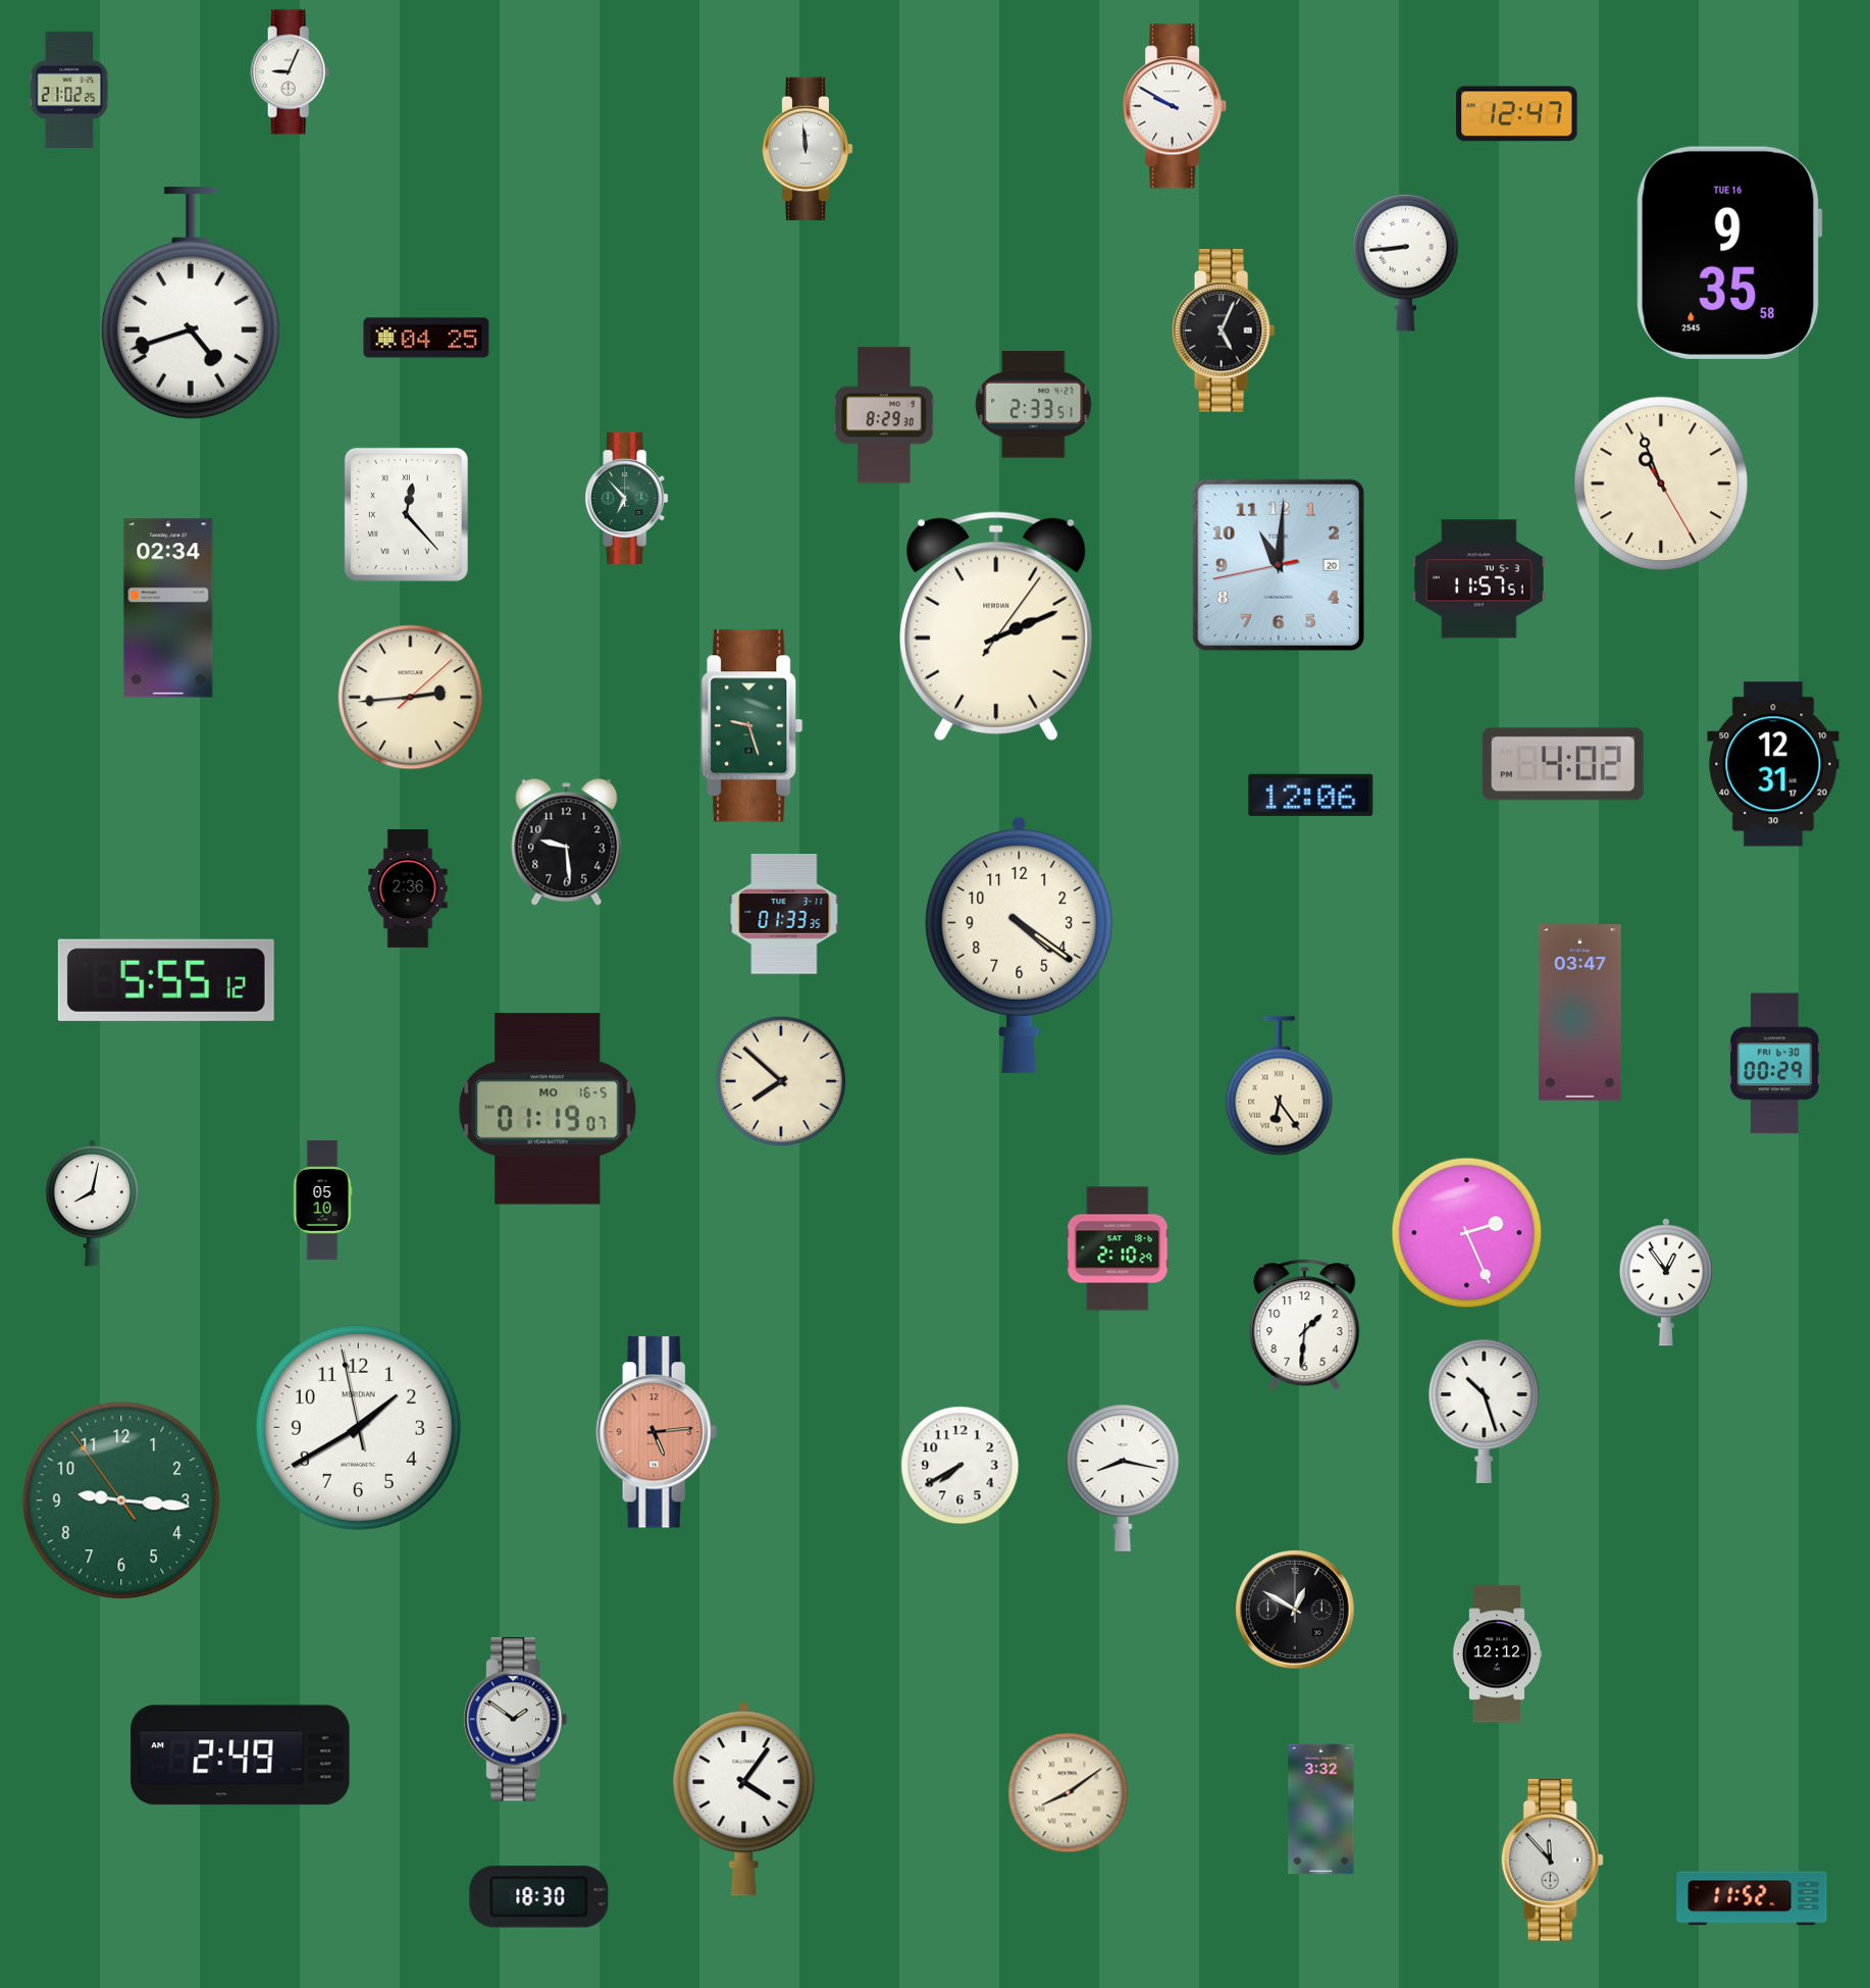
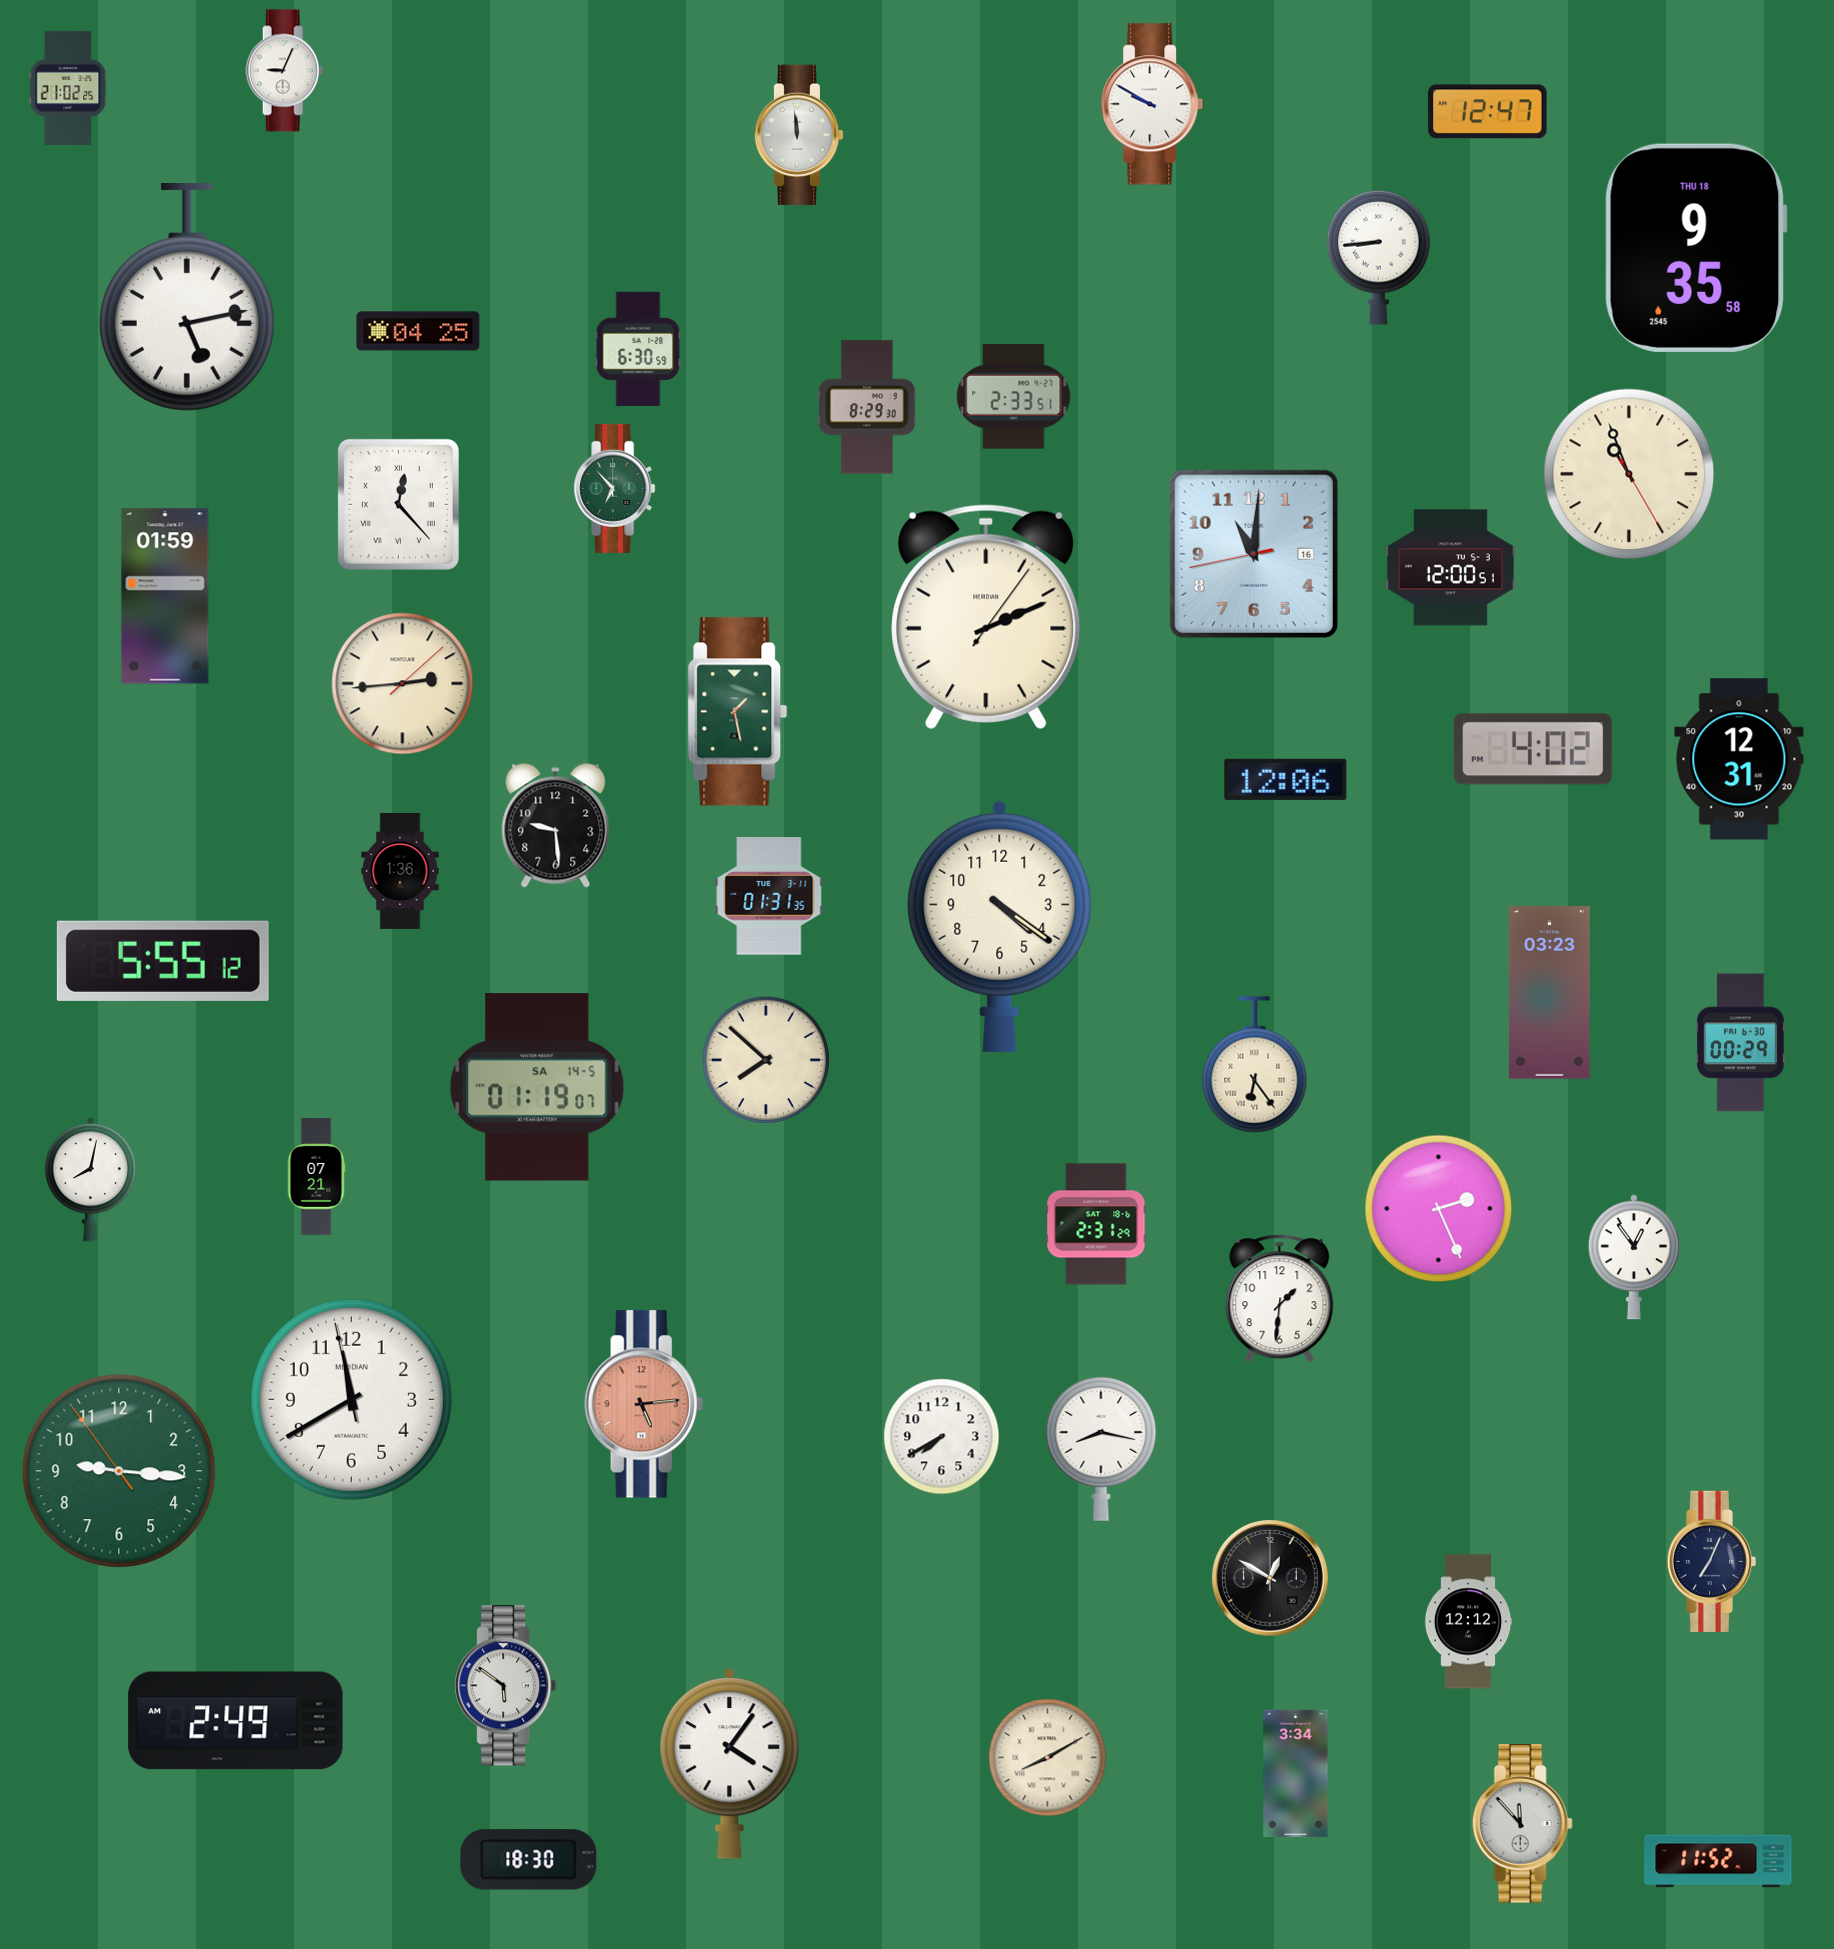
clock at (808, 149) position: (808, 149) -> (799, 135)
clock at (1729, 253) date: TUE 16 -> THU 18
clock at (191, 303): 4:42 -> 5:13
clock at (1224, 330): 5:04 -> none
clock at (638, 349): none -> 6:30
clock at (1279, 565) date: 20 -> 16
clock at (1479, 579): 11:57 -> 12:00
clock at (168, 608): 02:34 -> 01:59
clock at (996, 626) position: (996, 626) -> (986, 617)
clock at (752, 726): 9:27 -> 1:28
clock at (1773, 764) position: (1773, 764) -> (1739, 759)
clock at (408, 888): 2:36 -> 1:36
clock at (784, 915): 01:33 -> 01:31
clock at (1579, 1013): 03:47 -> 03:23
clock at (548, 1109) date: MO 16-5 -> SA 14-5
clock at (322, 1201): 05:10 -> 07:21
clock at (1118, 1248): 2:10 -> 2:31
clock at (1485, 1411): 10:27 -> none
clock at (358, 1427): 1:39 -> 11:39
clock at (1711, 1561): none -> 7:04
clock at (516, 1720): 1:51 -> 5:51
clock at (1069, 1793): 8:09 -> 8:10
clock at (1321, 1809): 3:32 -> 3:34
